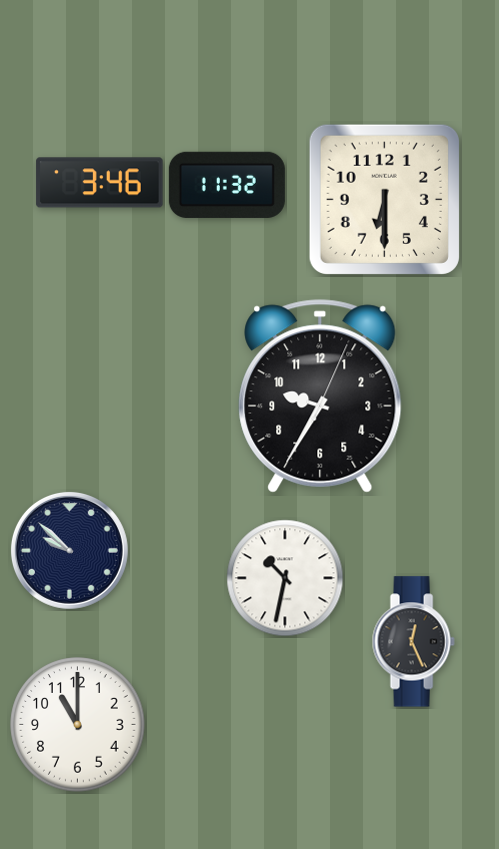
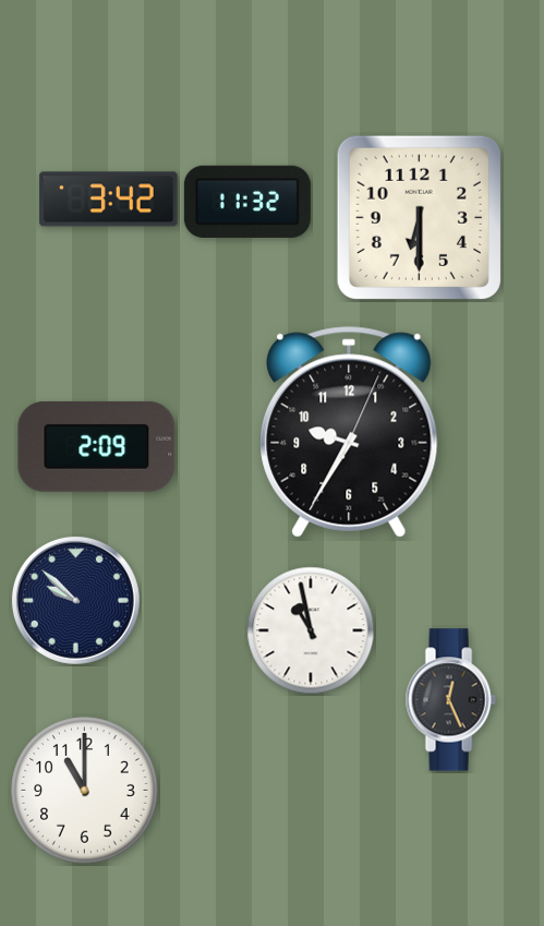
clock at (100, 183): 3:46 -> 3:42
clock at (97, 446): none -> 2:09
clock at (285, 578): 10:32 -> 10:58
